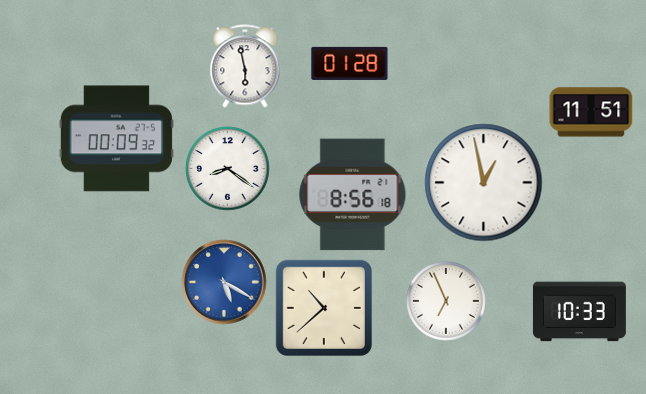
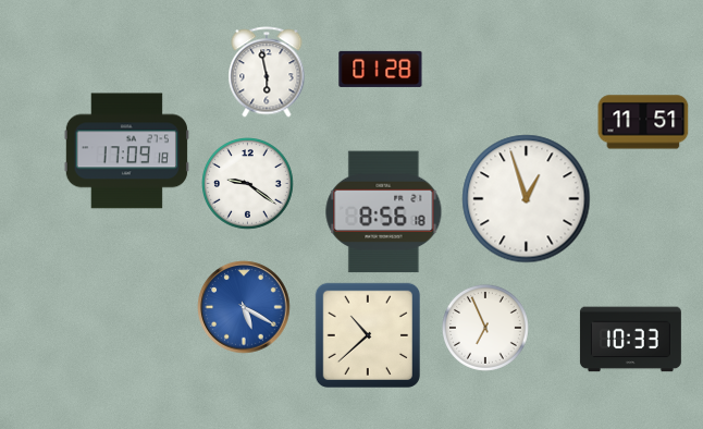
clock at (116, 139): 00:09 -> 17:09
clock at (228, 169): 8:21 -> 9:21
clock at (484, 183): 12:58 -> 12:57
clock at (324, 308) position: (324, 308) -> (368, 335)
